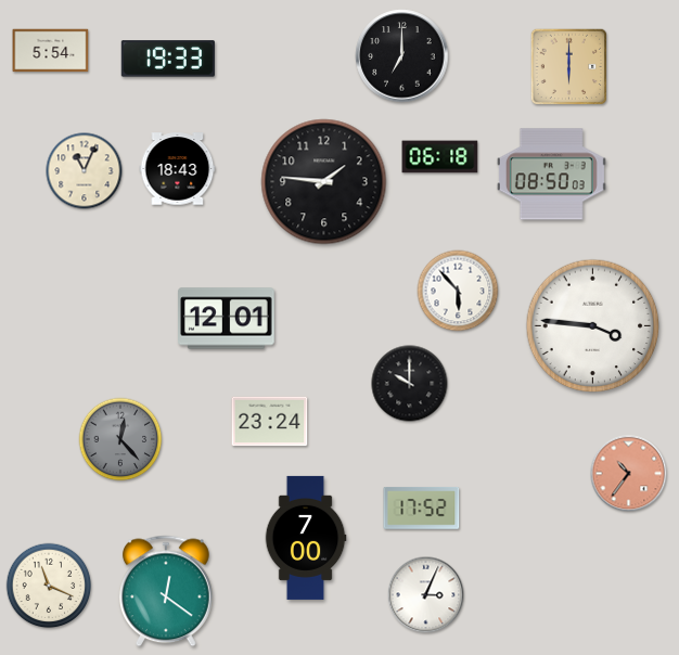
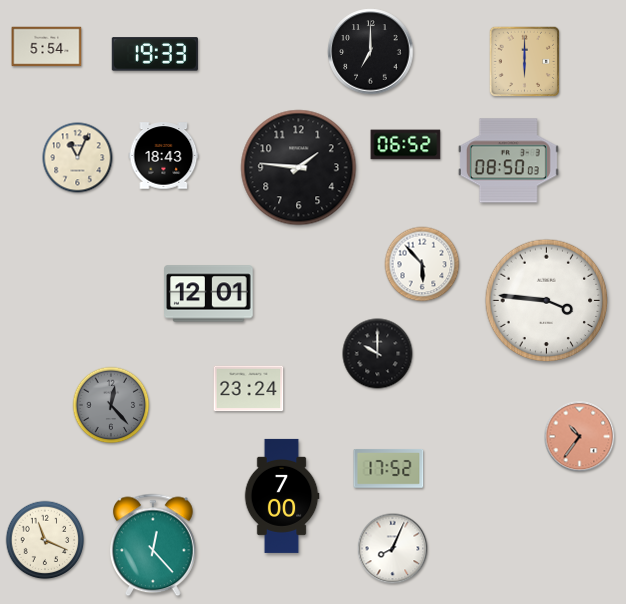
clock at (440, 157): 06:18 -> 06:52
clock at (458, 291) position: (458, 291) -> (422, 264)
clock at (166, 591): 12:21 -> 12:23
clock at (426, 595): 3:04 -> 8:04
